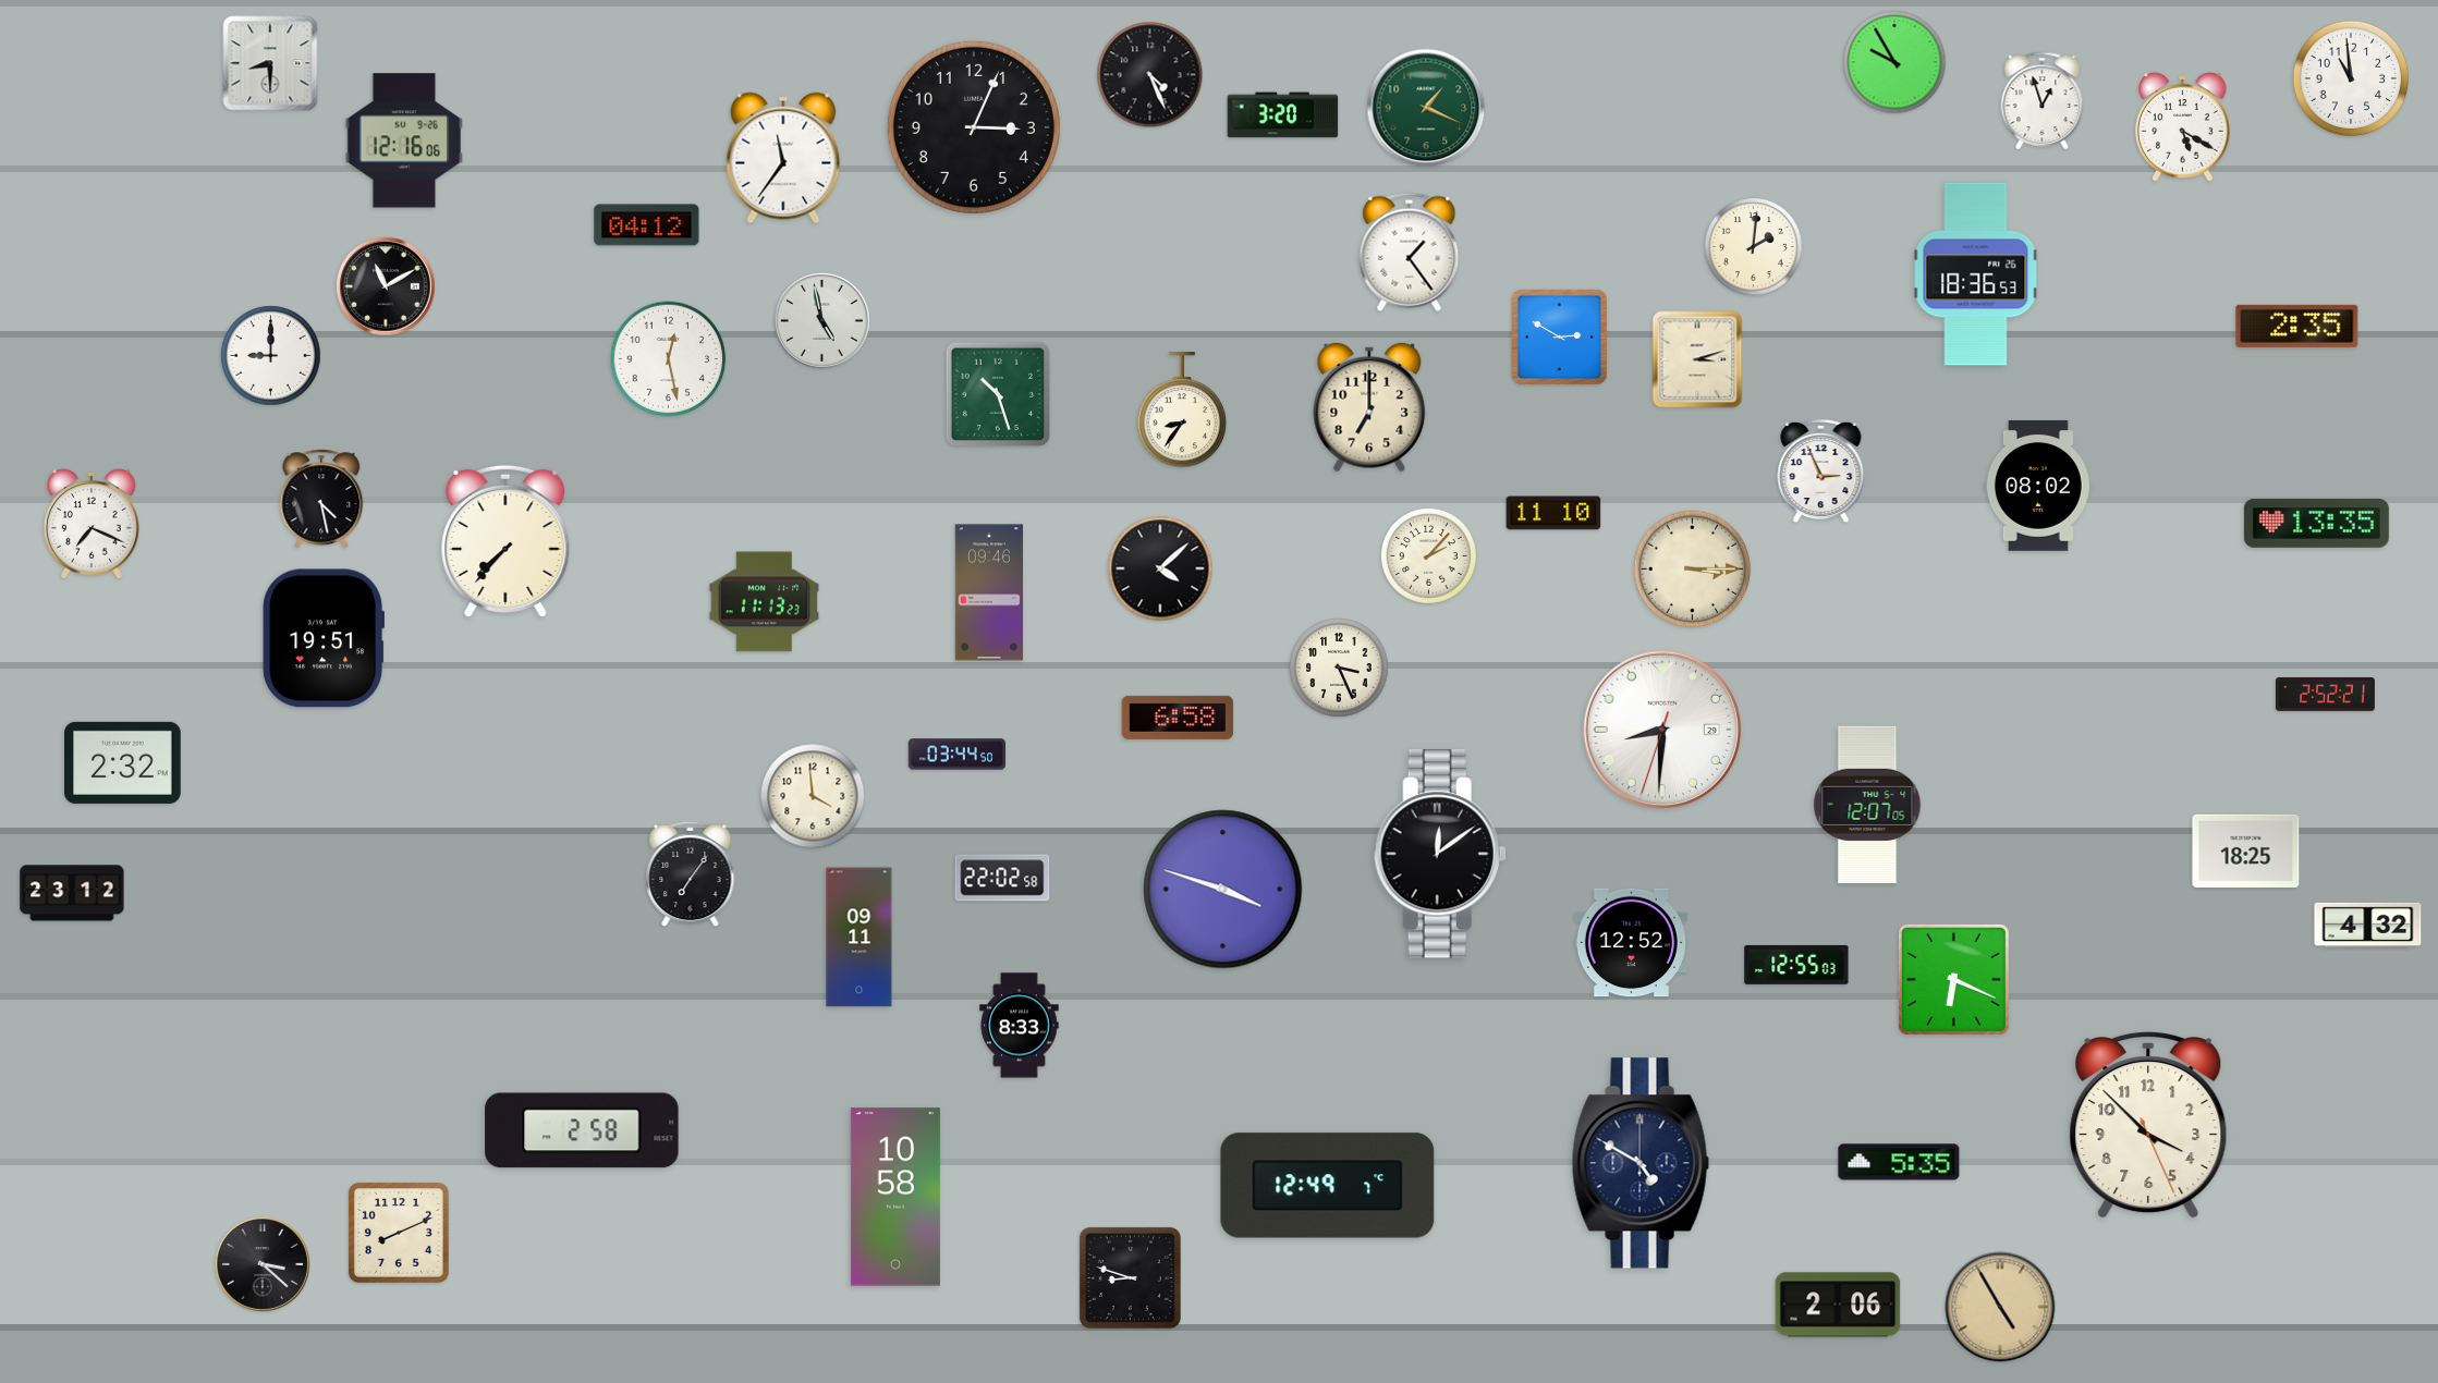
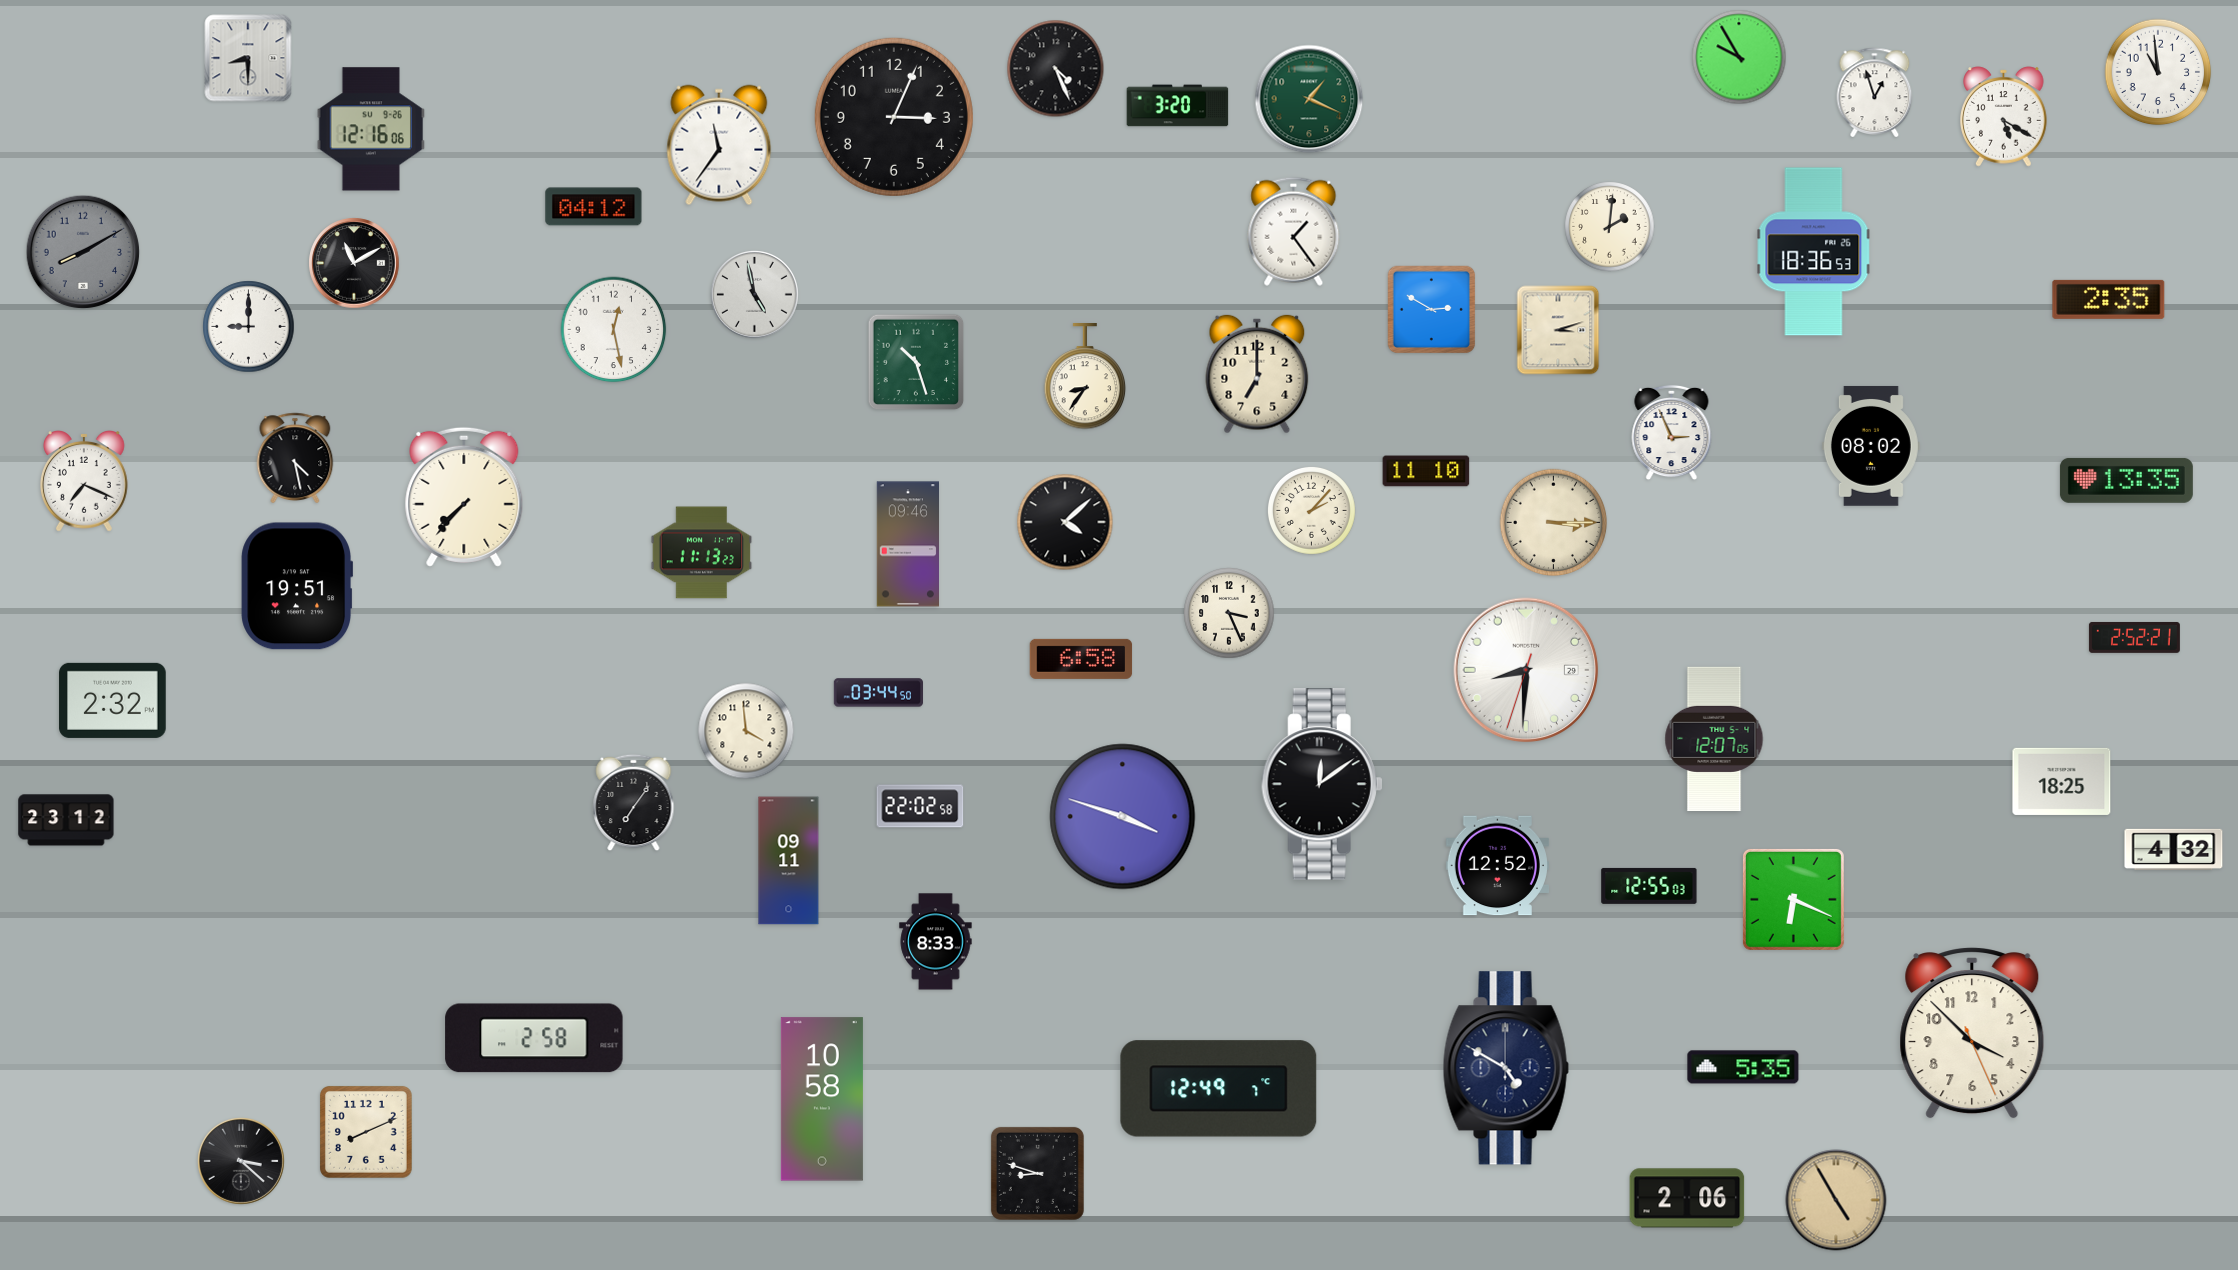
clock at (83, 252): none -> 8:10
